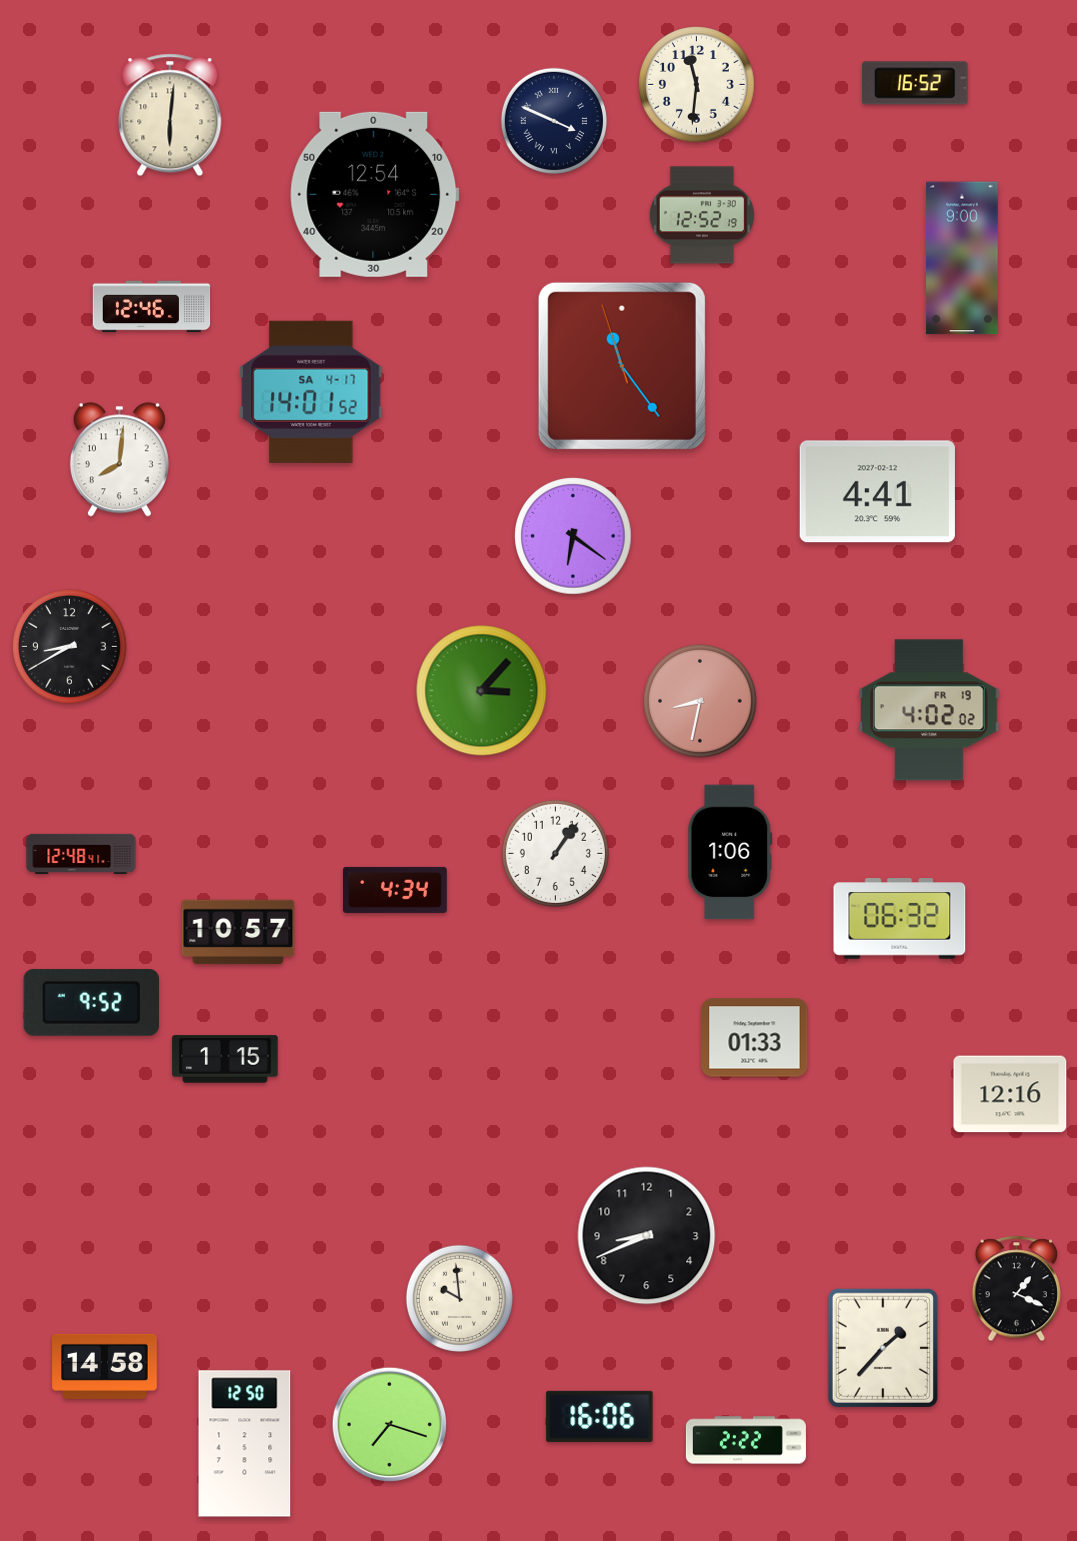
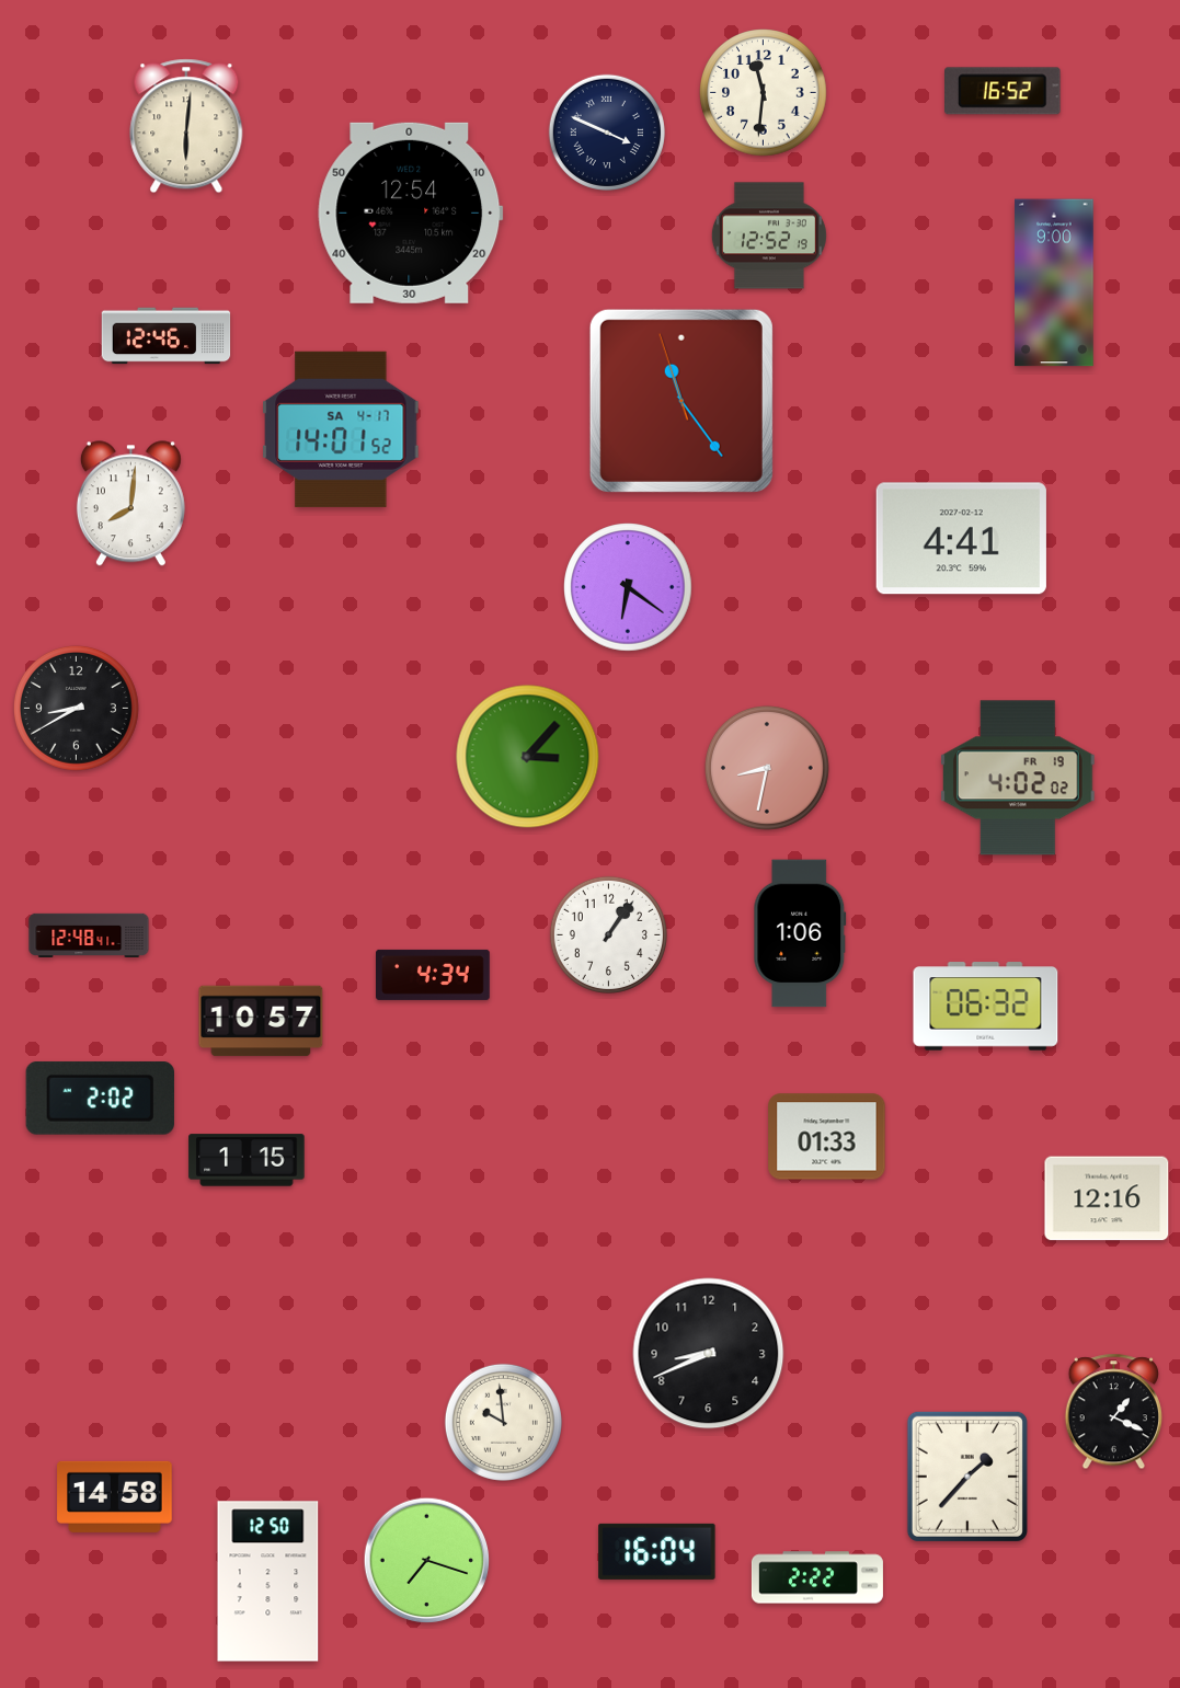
clock at (91, 1002): 9:52 -> 2:02
clock at (600, 1416): 16:06 -> 16:04
